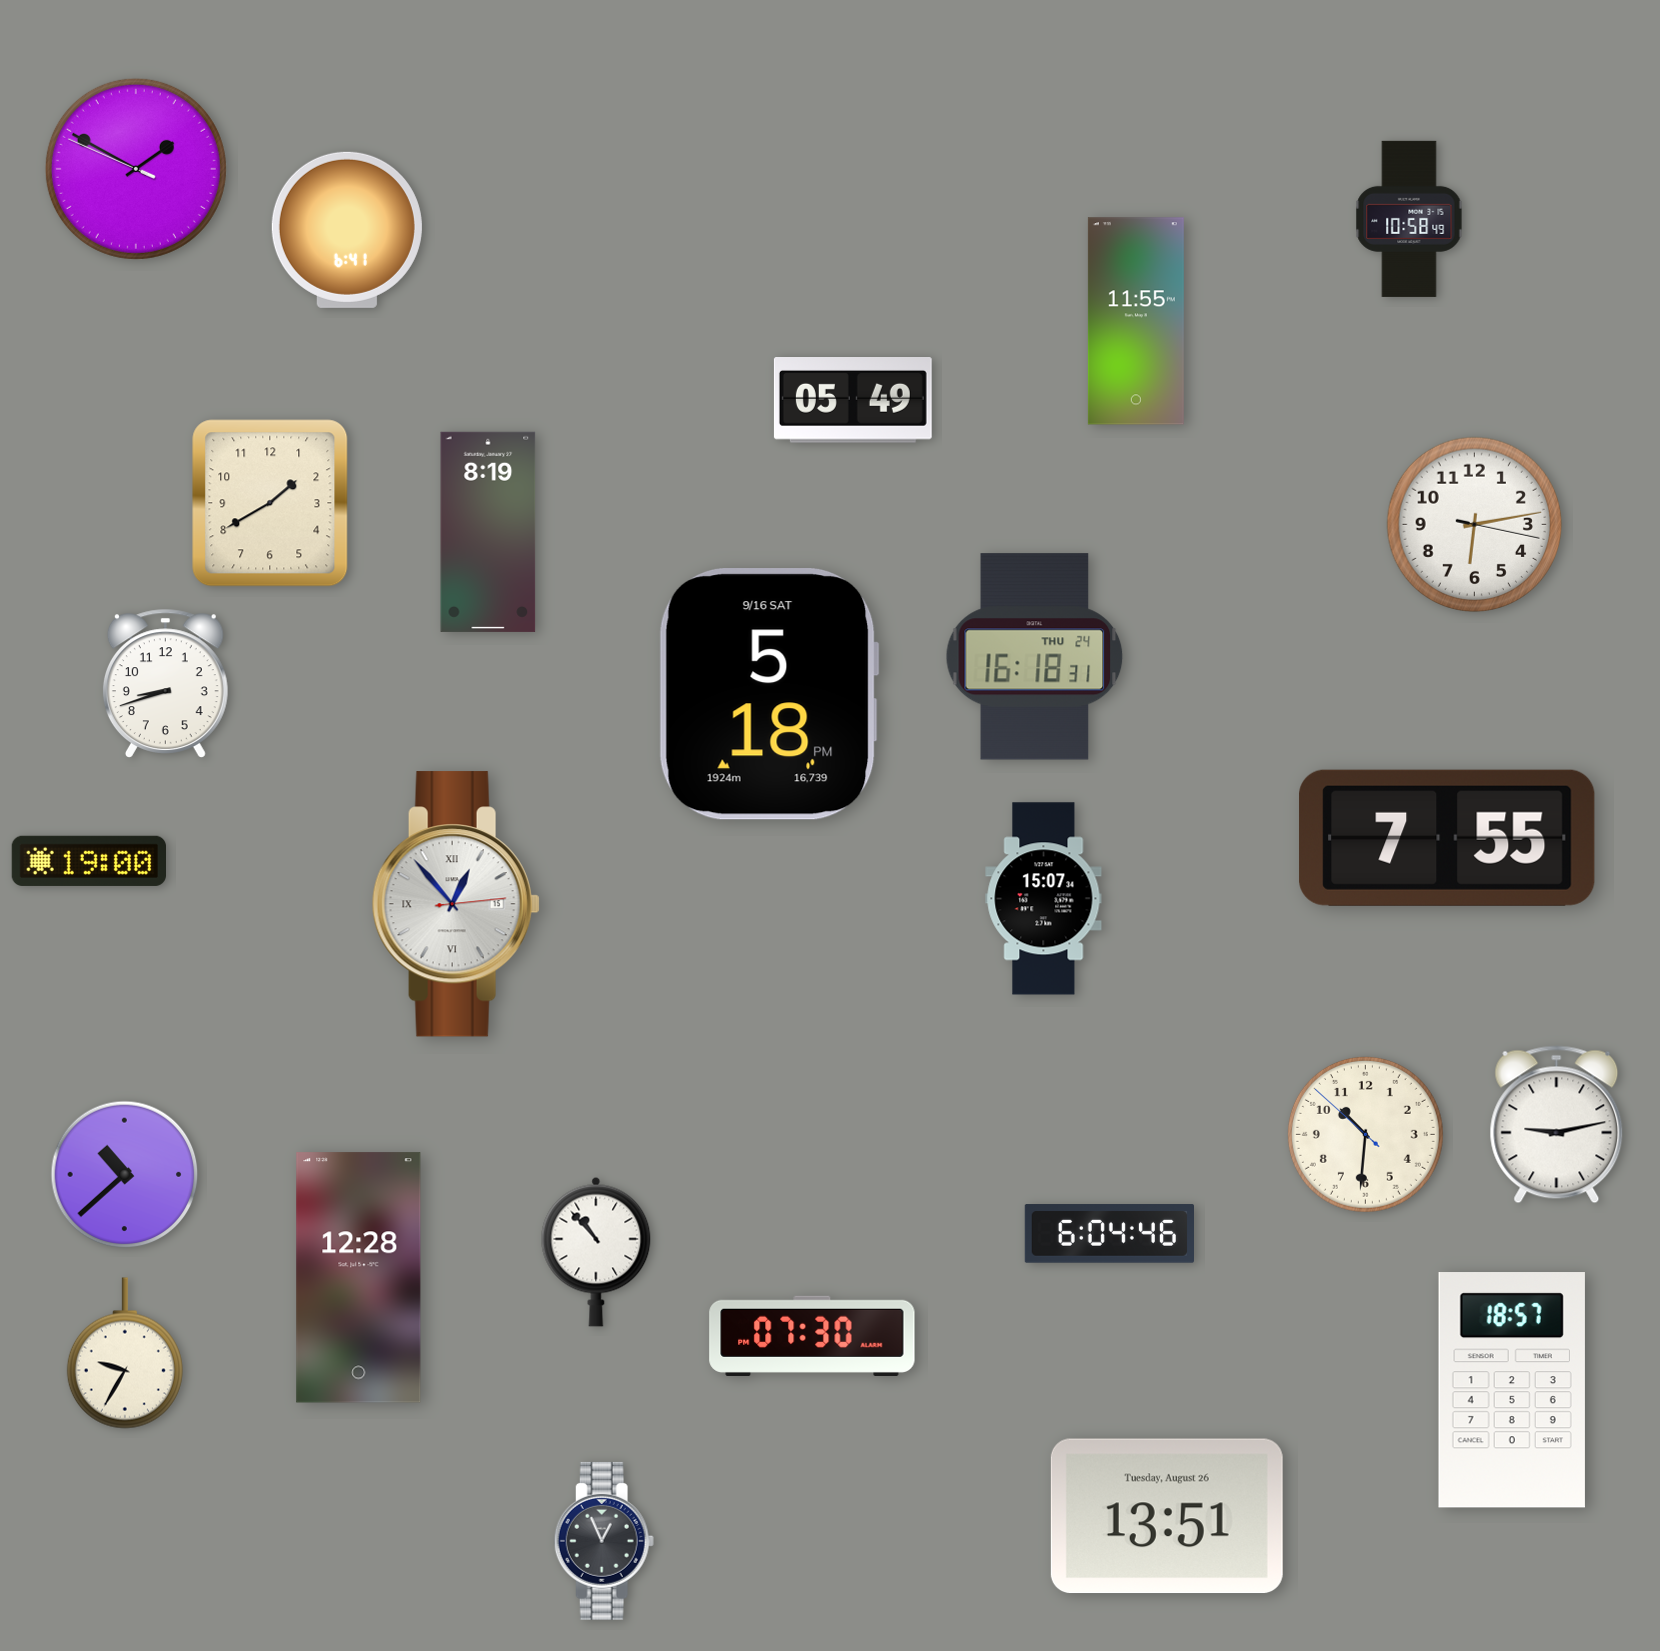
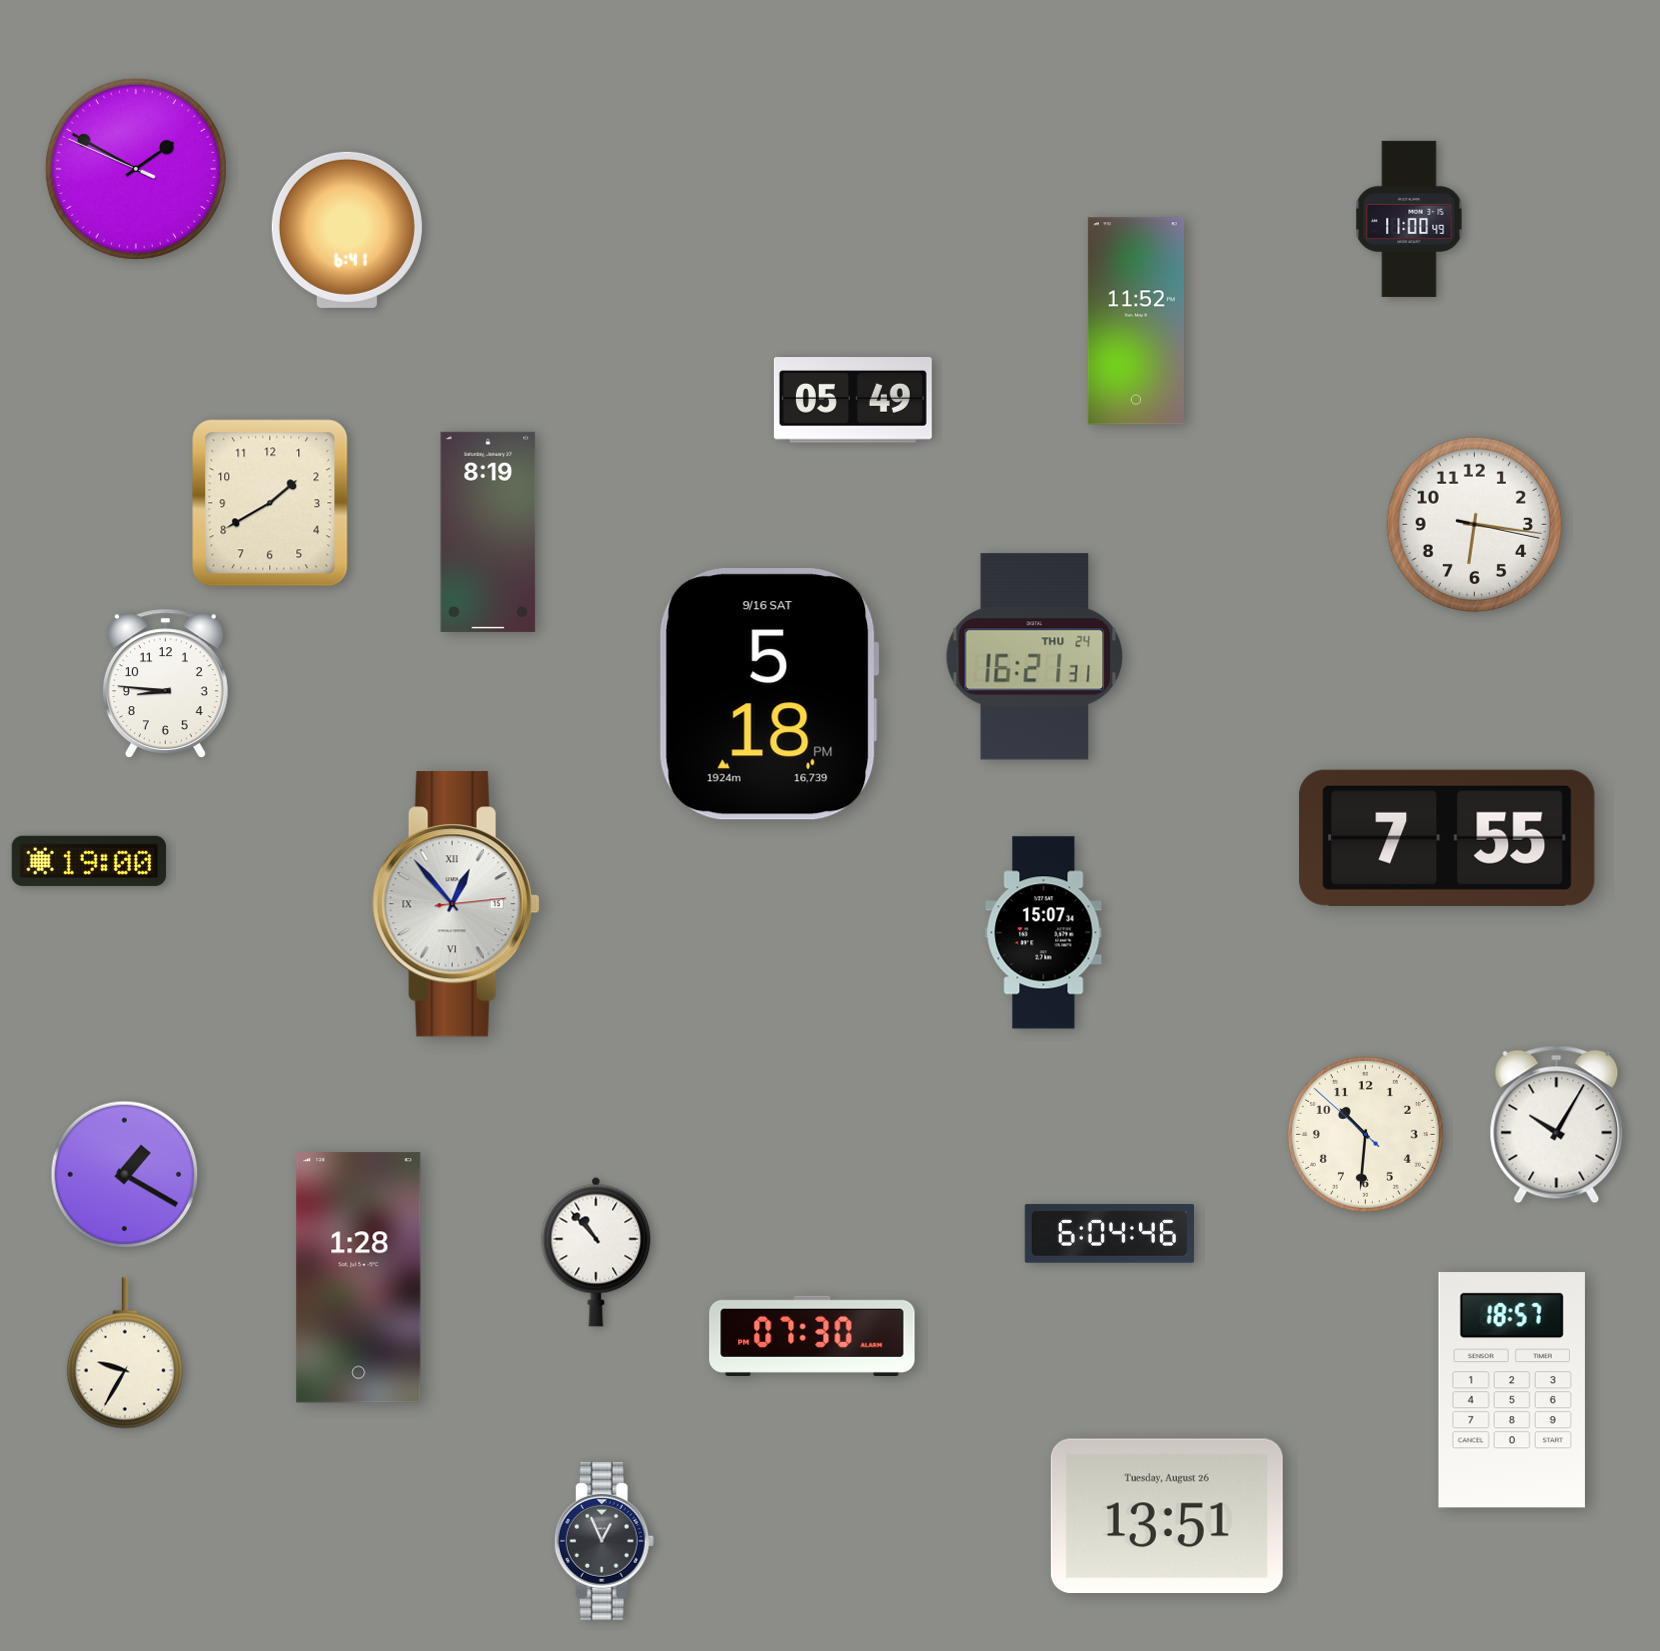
clock at (1409, 219): 10:58 -> 11:00
clock at (1136, 321): 11:55 -> 11:52
clock at (1475, 525): 6:13 -> 6:16
clock at (1035, 657): 16:18 -> 16:21
clock at (165, 683): 8:42 -> 8:46
clock at (1044, 899) position: (1044, 899) -> (1044, 933)
clock at (1557, 1125): 9:13 -> 10:05
clock at (125, 1175): 10:38 -> 1:20
clock at (359, 1278): 12:28 -> 1:28
